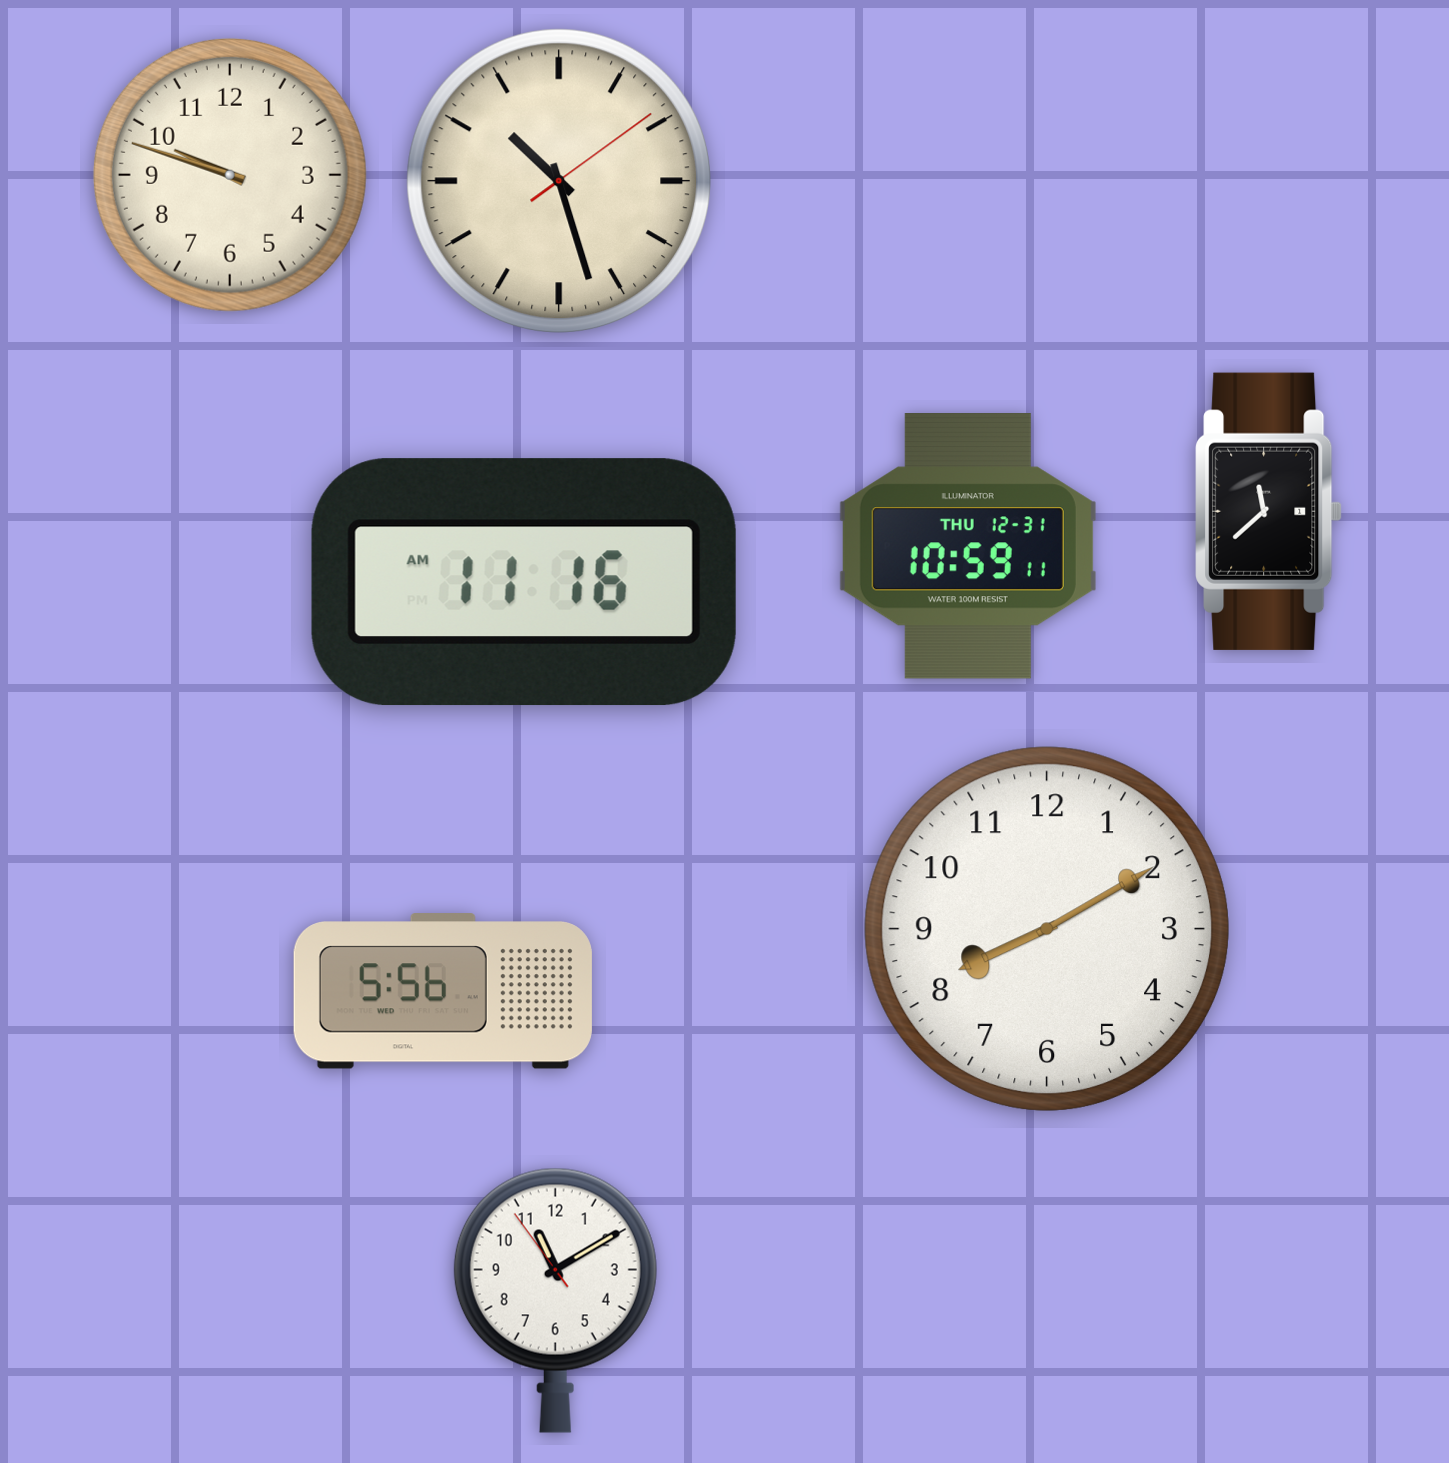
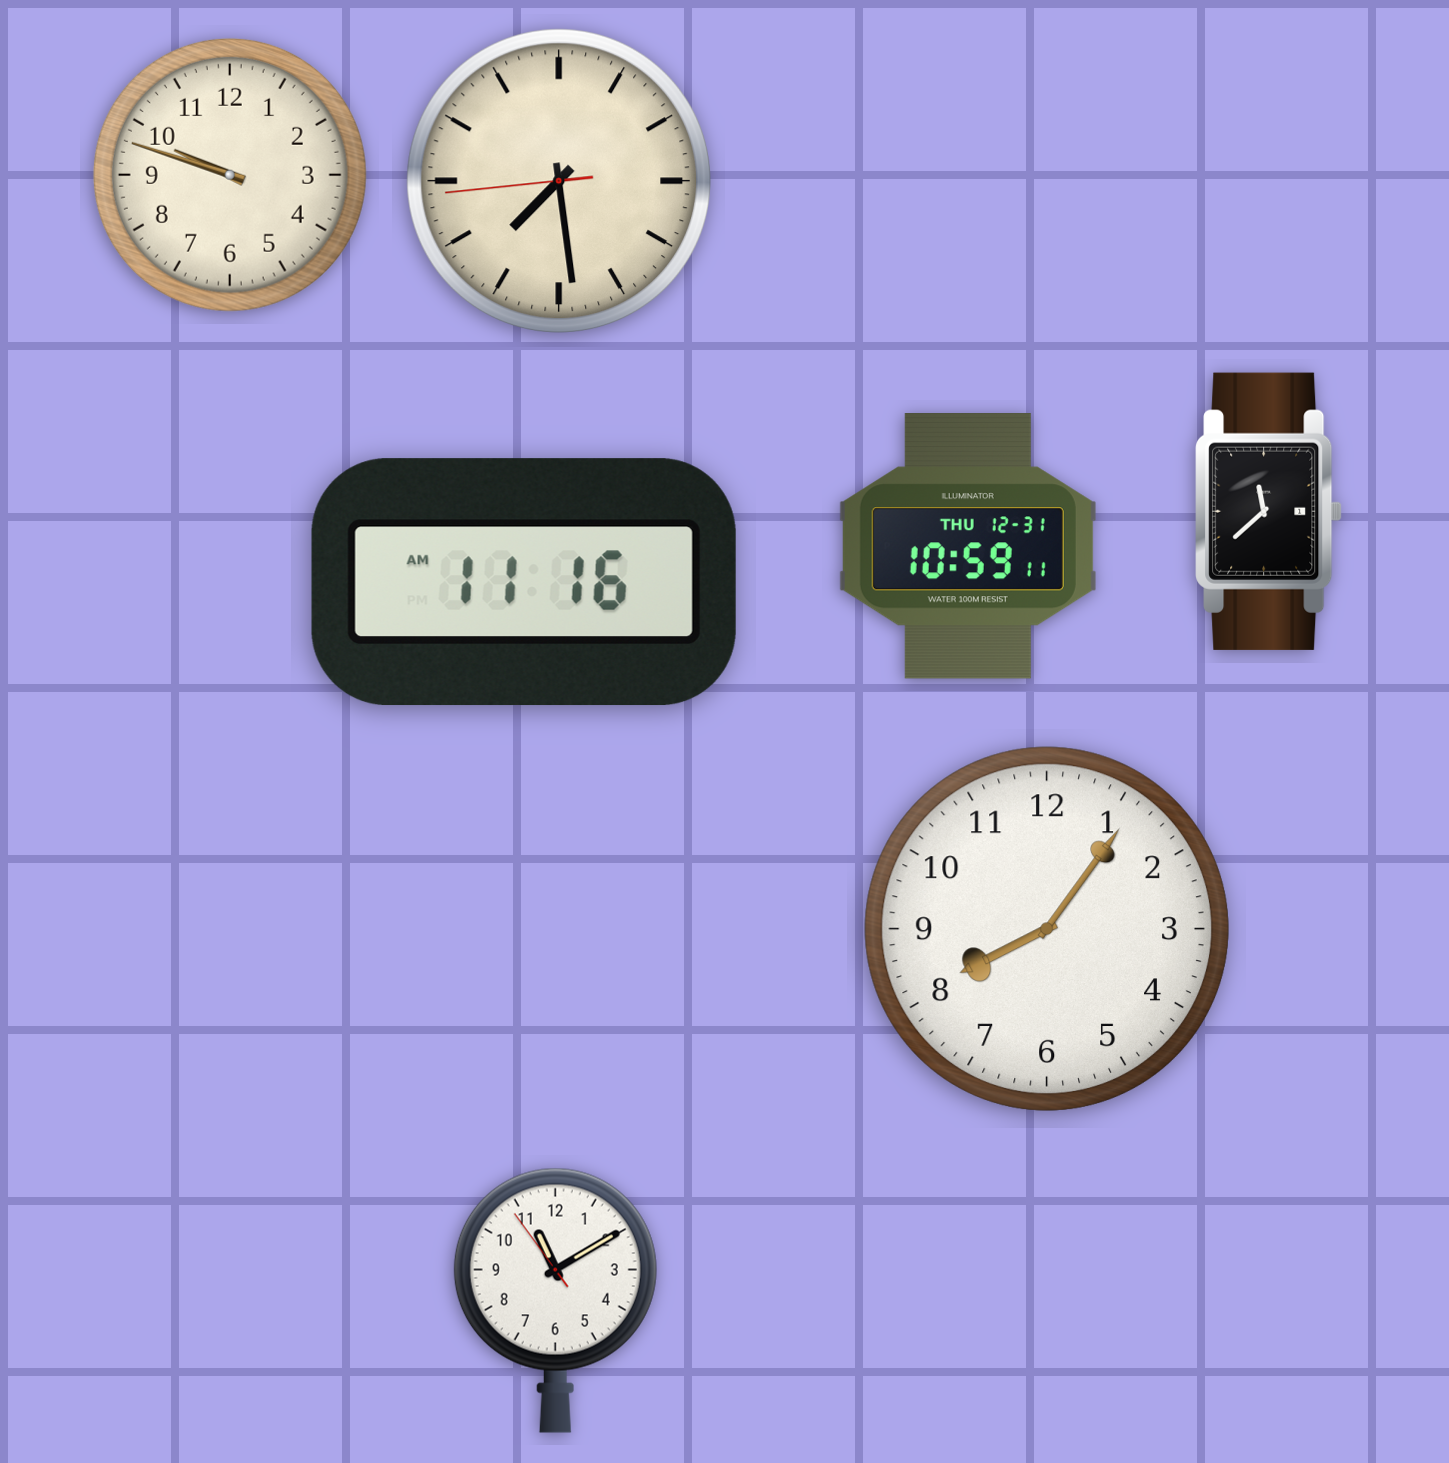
clock at (558, 180): 10:27 -> 7:28
clock at (1047, 929): 8:10 -> 8:06
clock at (443, 991): 5:56 -> none
